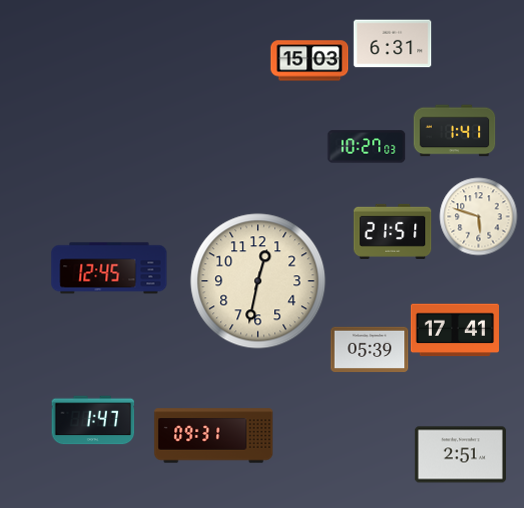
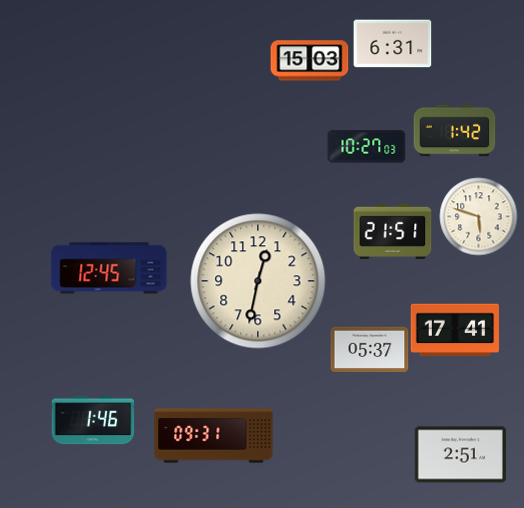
clock at (454, 131): 1:41 -> 1:42
clock at (369, 350): 05:39 -> 05:37
clock at (93, 420): 1:47 -> 1:46
